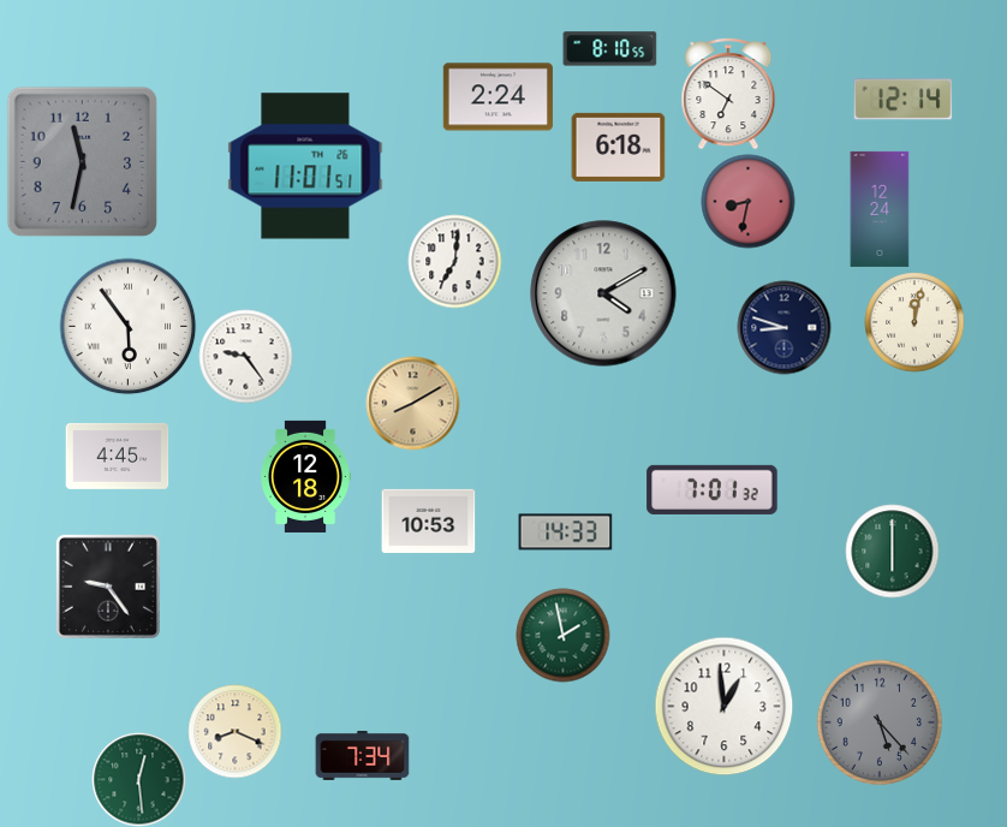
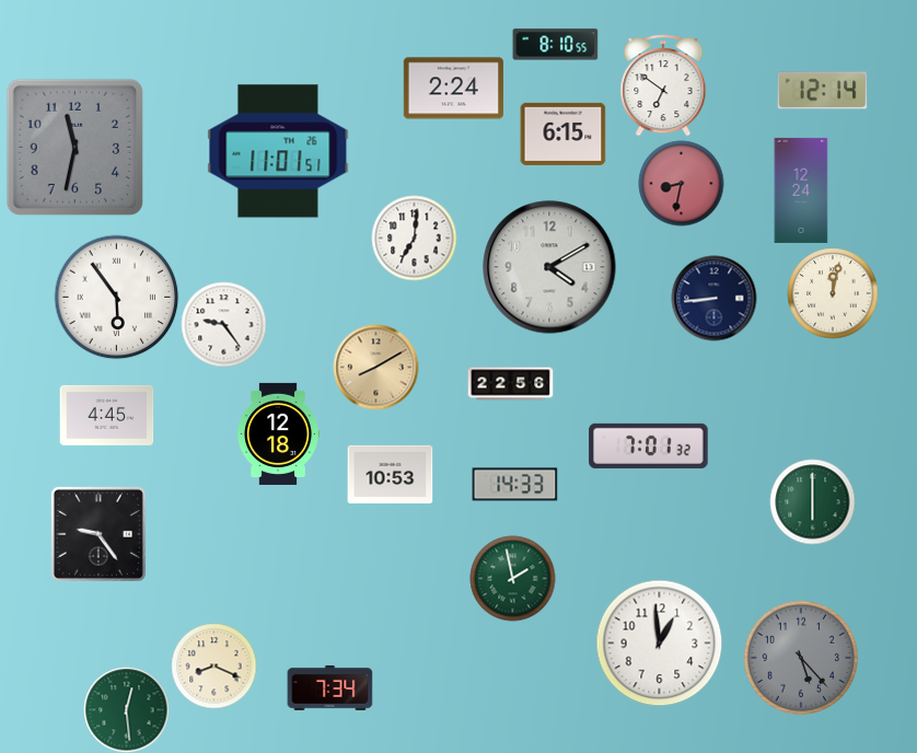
clock at (618, 147): 6:18 -> 6:15
clock at (783, 327): 8:48 -> 8:44
clock at (510, 384): none -> 22:56
